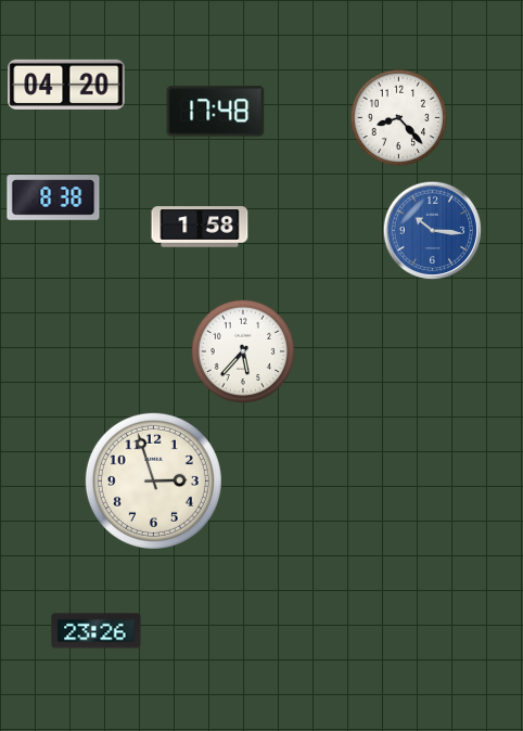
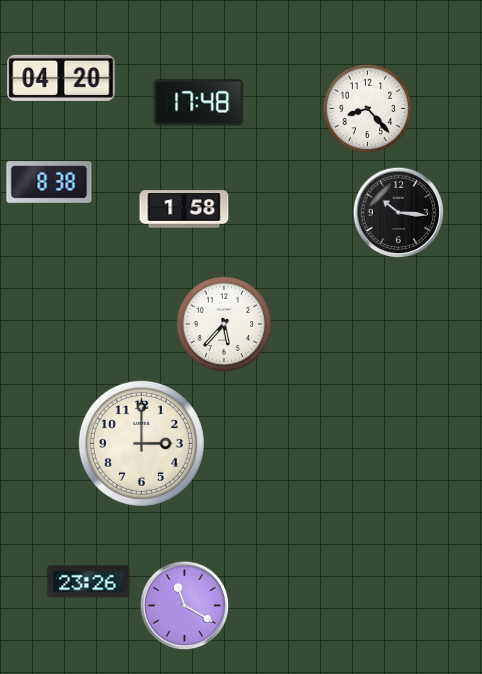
clock at (433, 231) dial: blue -> black
clock at (153, 480): 2:57 -> 3:00
clock at (185, 606): none -> 11:20
